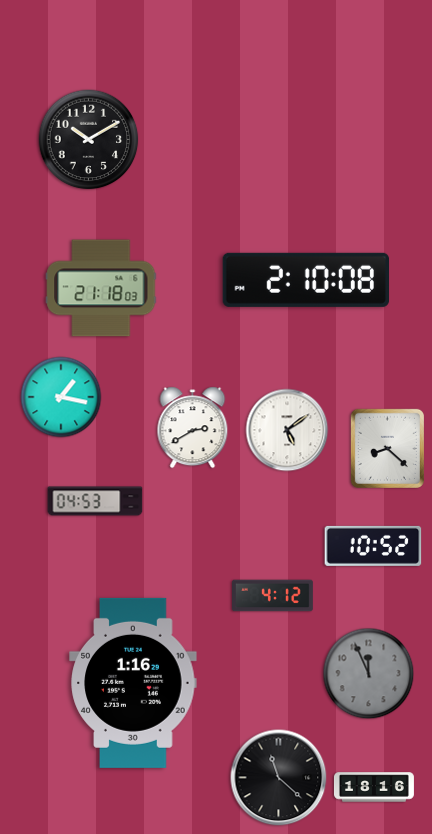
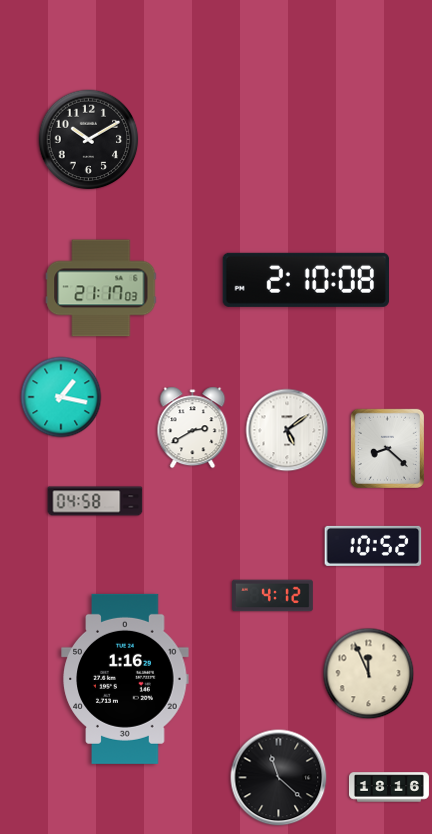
clock at (101, 288): 21:18 -> 21:17
clock at (95, 501): 04:53 -> 04:58
clock at (369, 674) dial: grey -> cream
clock at (133, 683) position: (133, 683) -> (125, 679)
clock at (374, 787) position: (374, 787) -> (389, 787)
